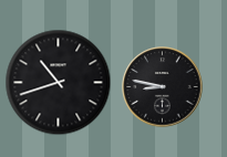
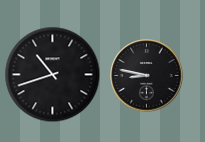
clock at (163, 87) position: (163, 87) -> (147, 76)
